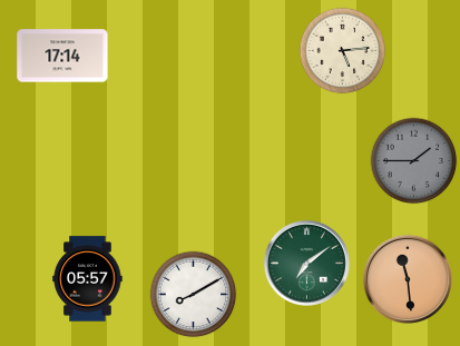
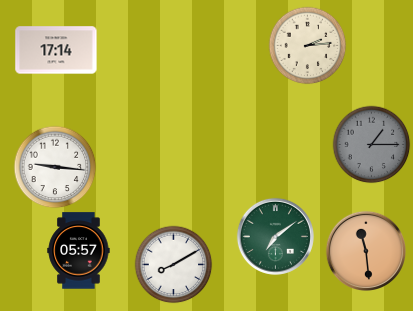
clock at (342, 50): 5:14 -> 2:14
clock at (413, 160): 1:45 -> 1:15
clock at (55, 167): none -> 9:16
